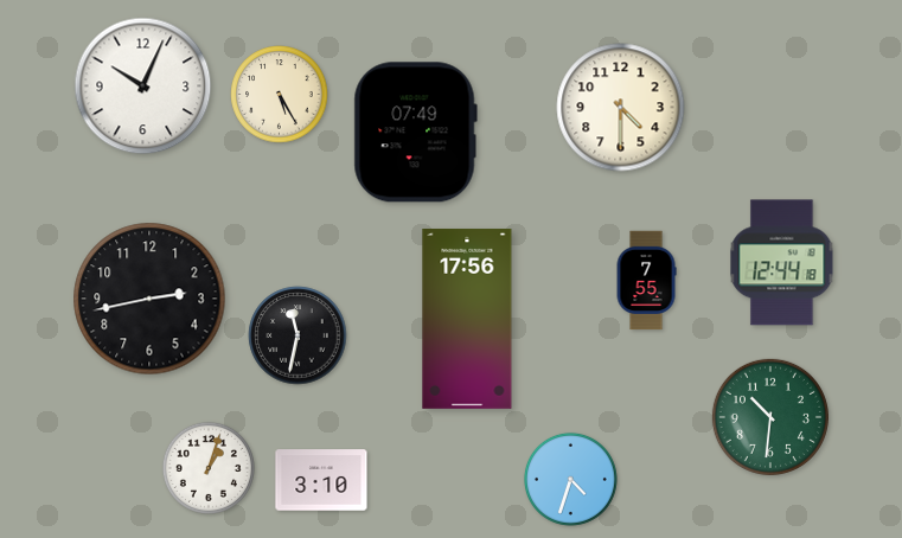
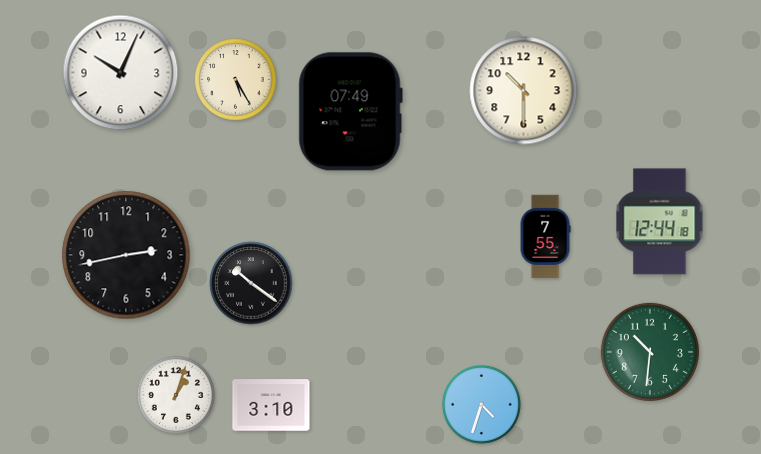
clock at (621, 108): 4:30 -> 10:30
clock at (149, 299) position: (149, 299) -> (126, 255)
clock at (467, 319): 17:56 -> none
clock at (298, 335): 11:32 -> 10:21
